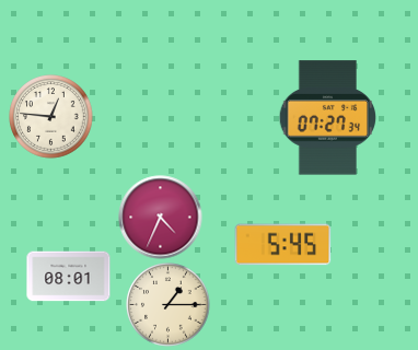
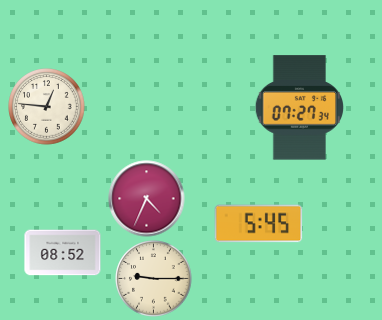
clock at (69, 277): 08:01 -> 08:52
clock at (169, 305): 1:15 -> 9:15
